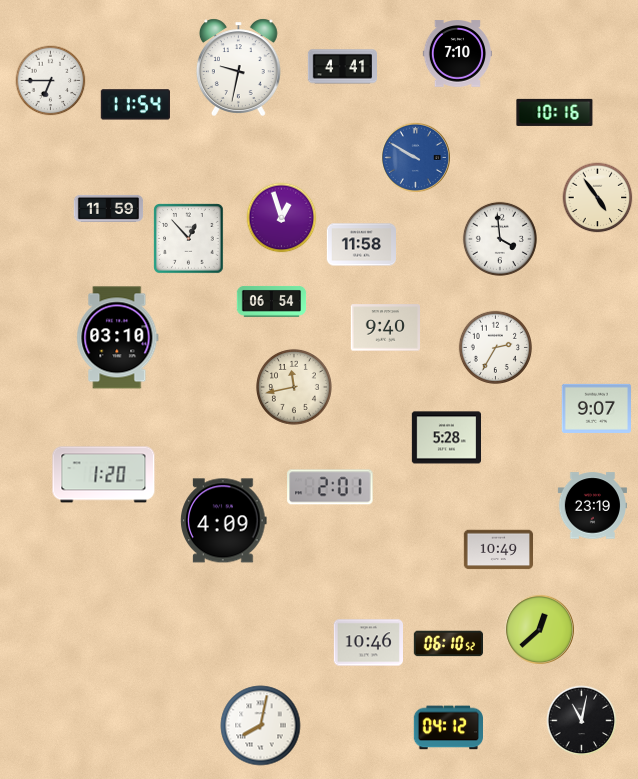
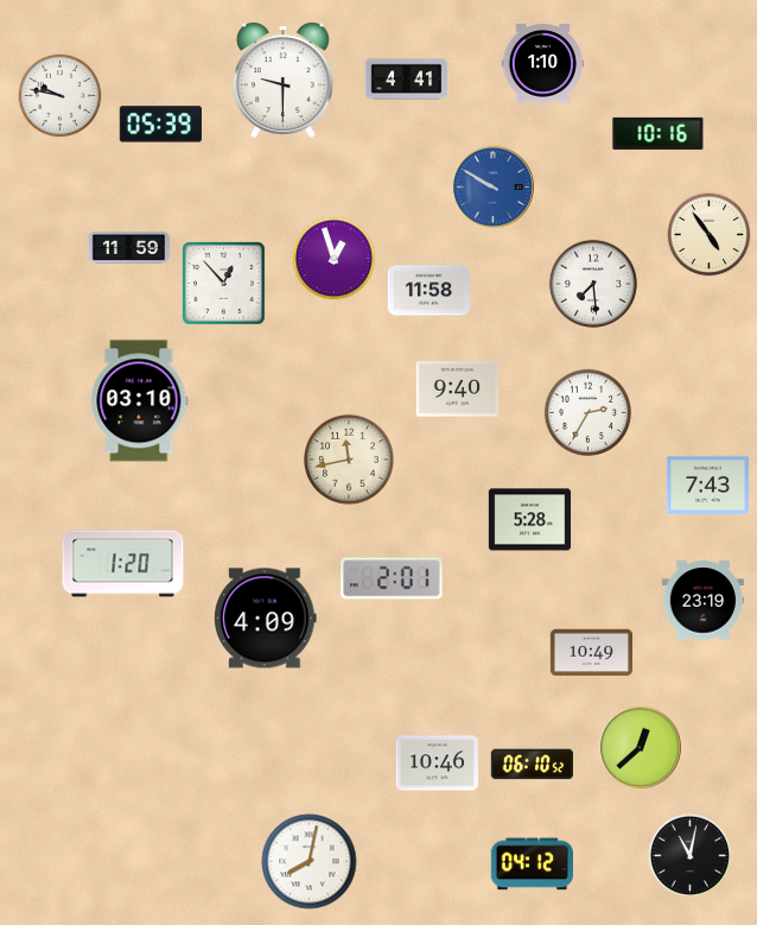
clock at (457, 54): 7:10 -> 1:10
clock at (238, 67): 9:32 -> 9:30
clock at (51, 81): 6:45 -> 9:47
clock at (135, 105): 11:54 -> 05:39
clock at (500, 239): 3:59 -> 7:29
clock at (272, 301): 06:54 -> none
clock at (596, 408): 9:07 -> 7:43
